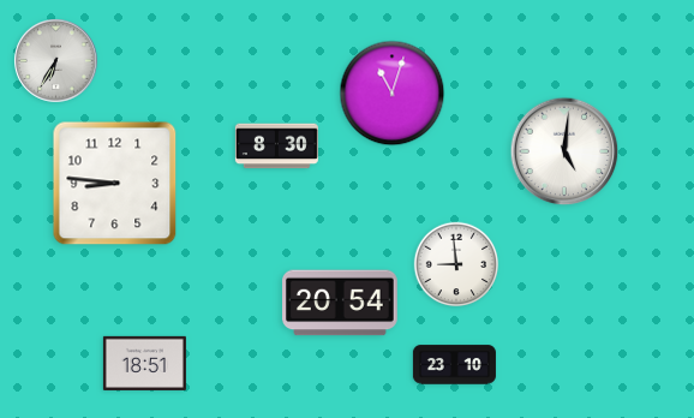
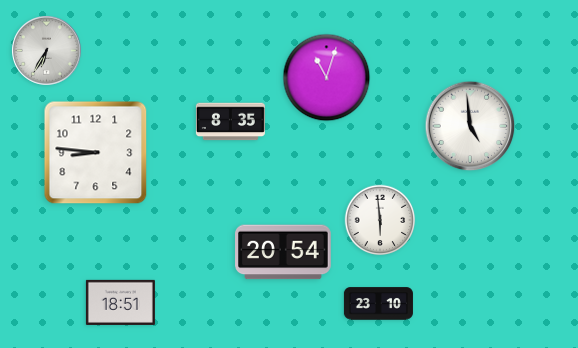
clock at (276, 147): 8:30 -> 8:35
clock at (564, 151): 5:01 -> 4:59
clock at (456, 264): 8:59 -> 5:59
